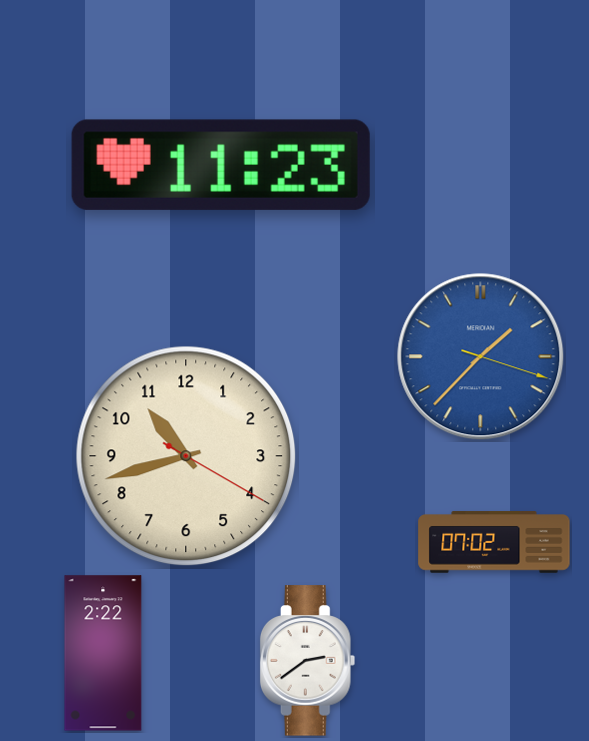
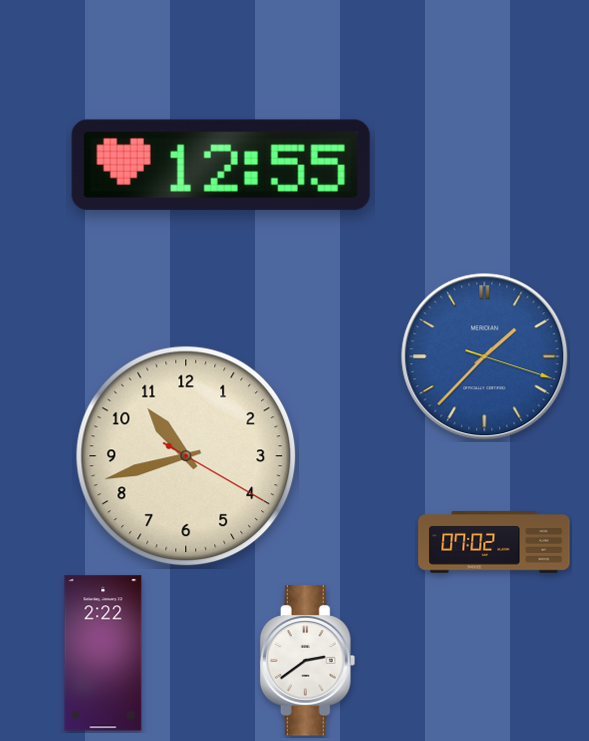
clock at (221, 165): 11:23 -> 12:55
clock at (481, 357) position: (481, 357) -> (485, 357)
